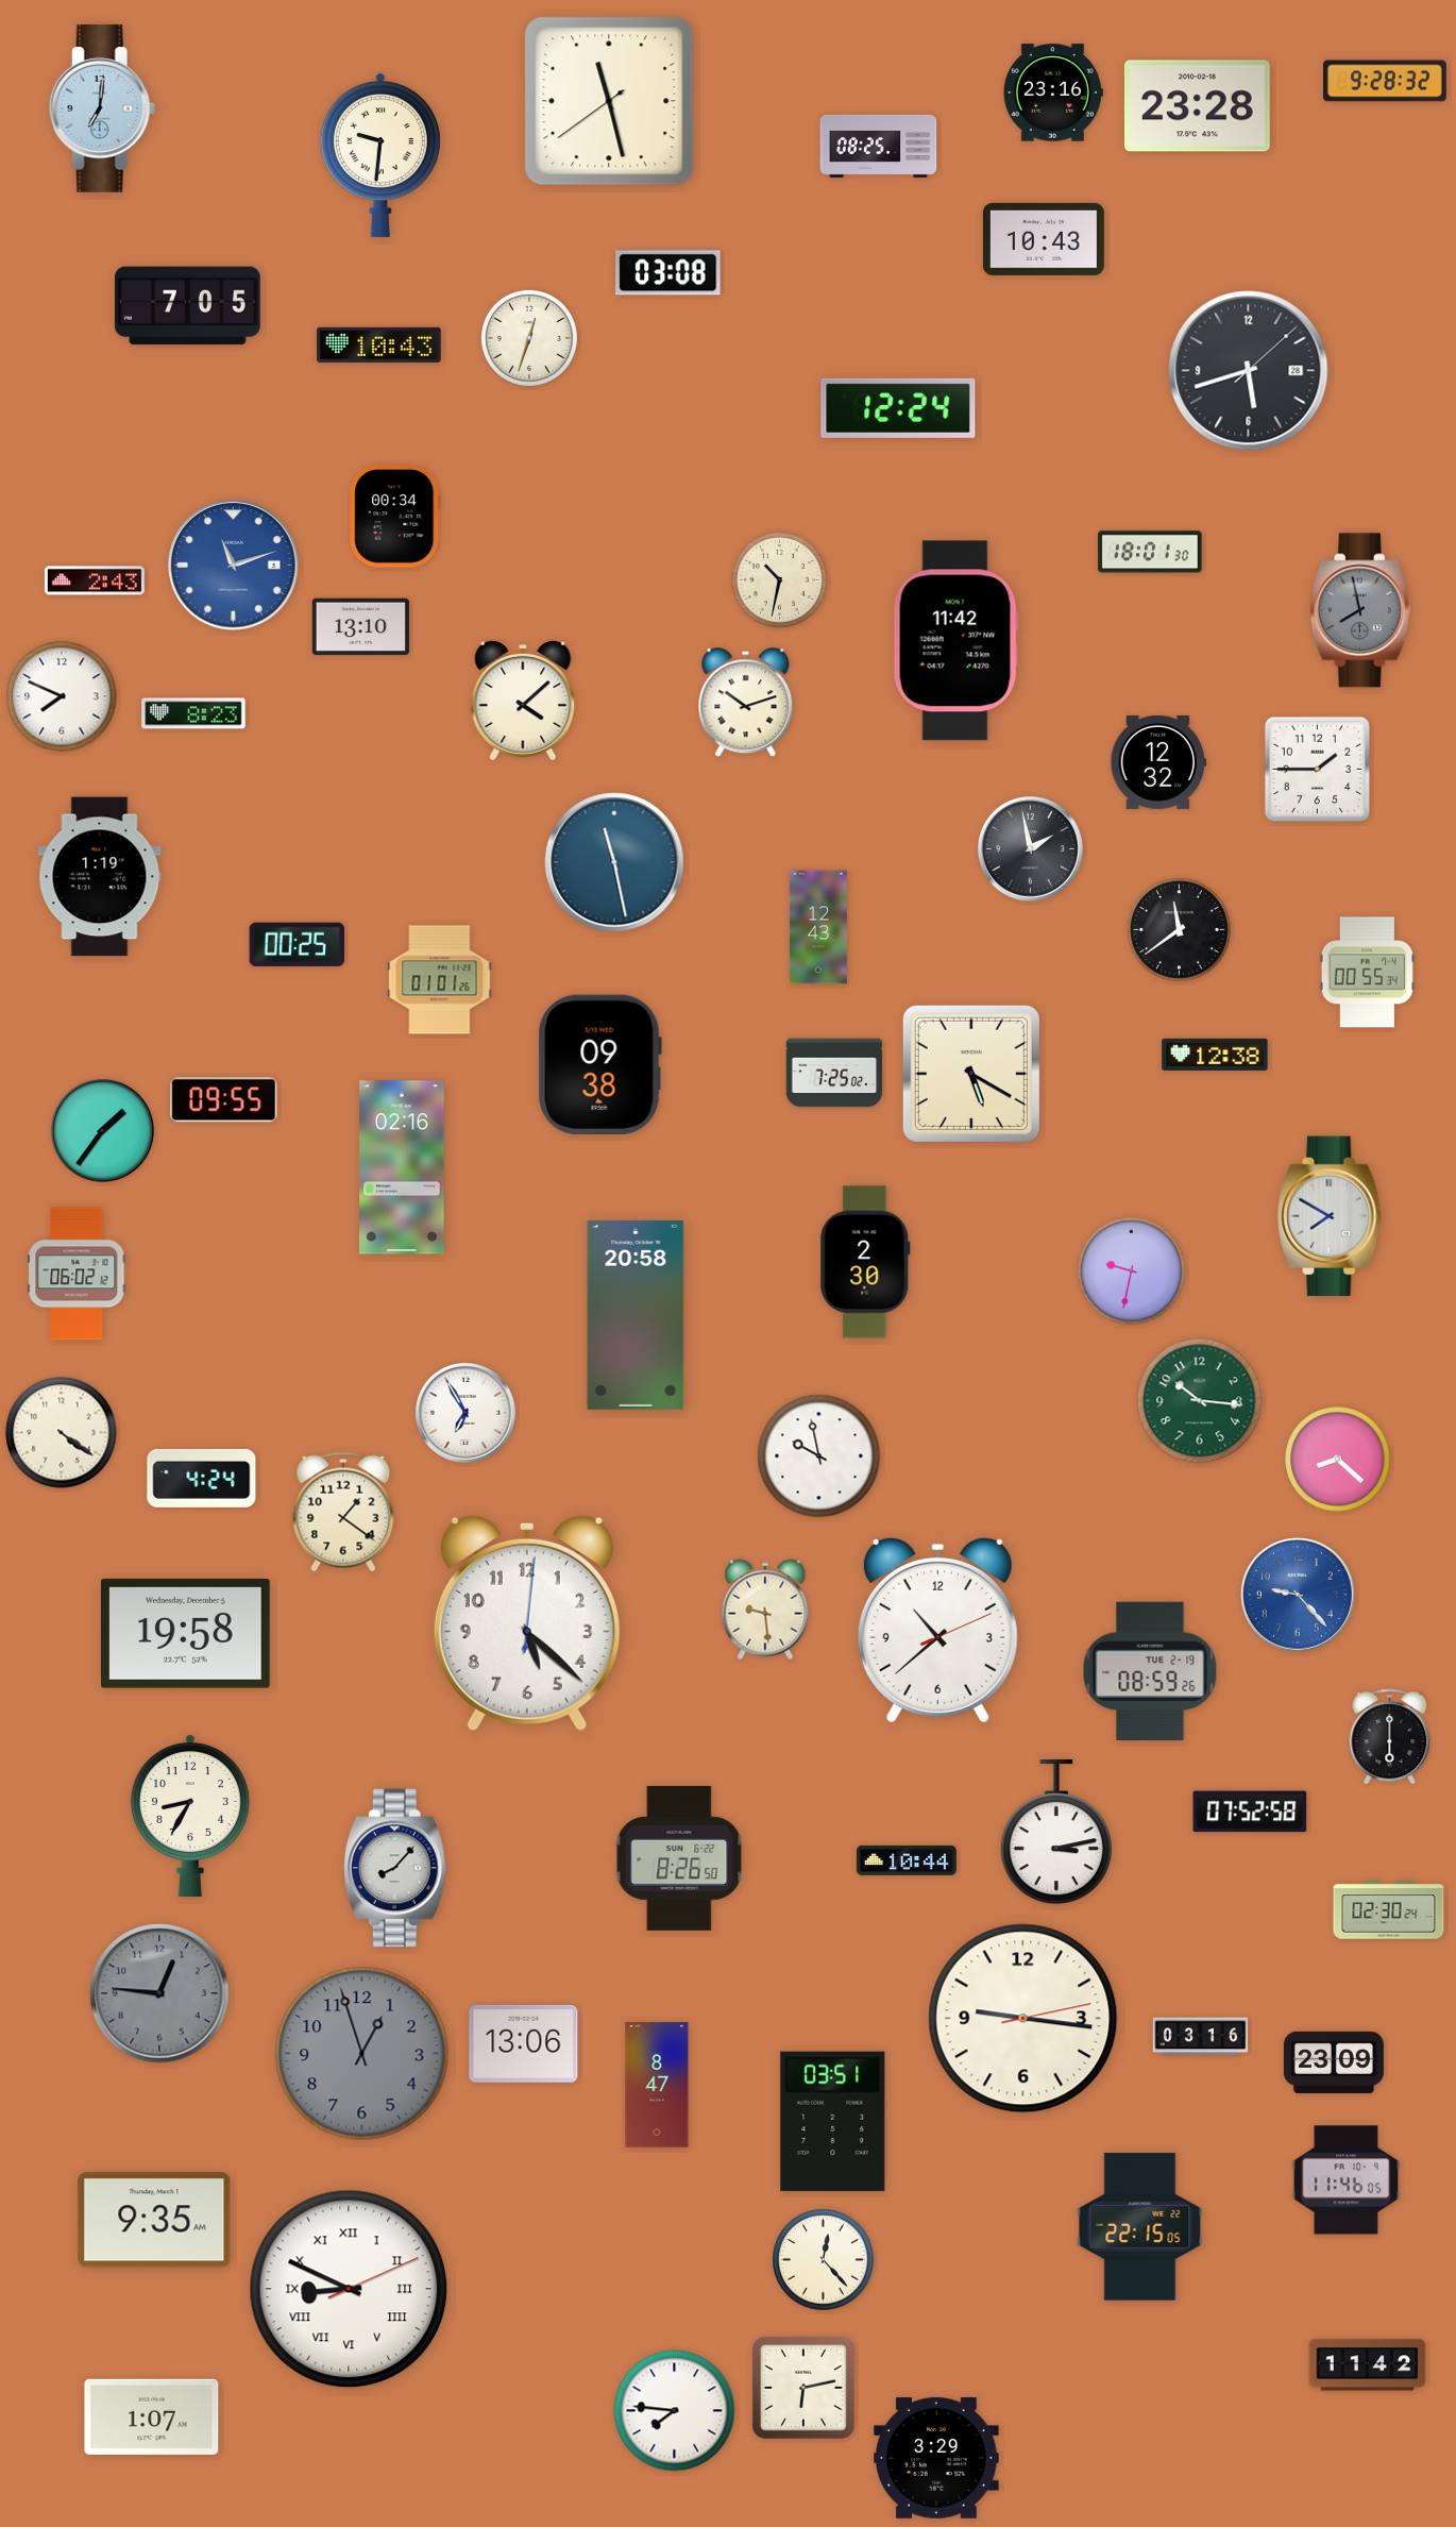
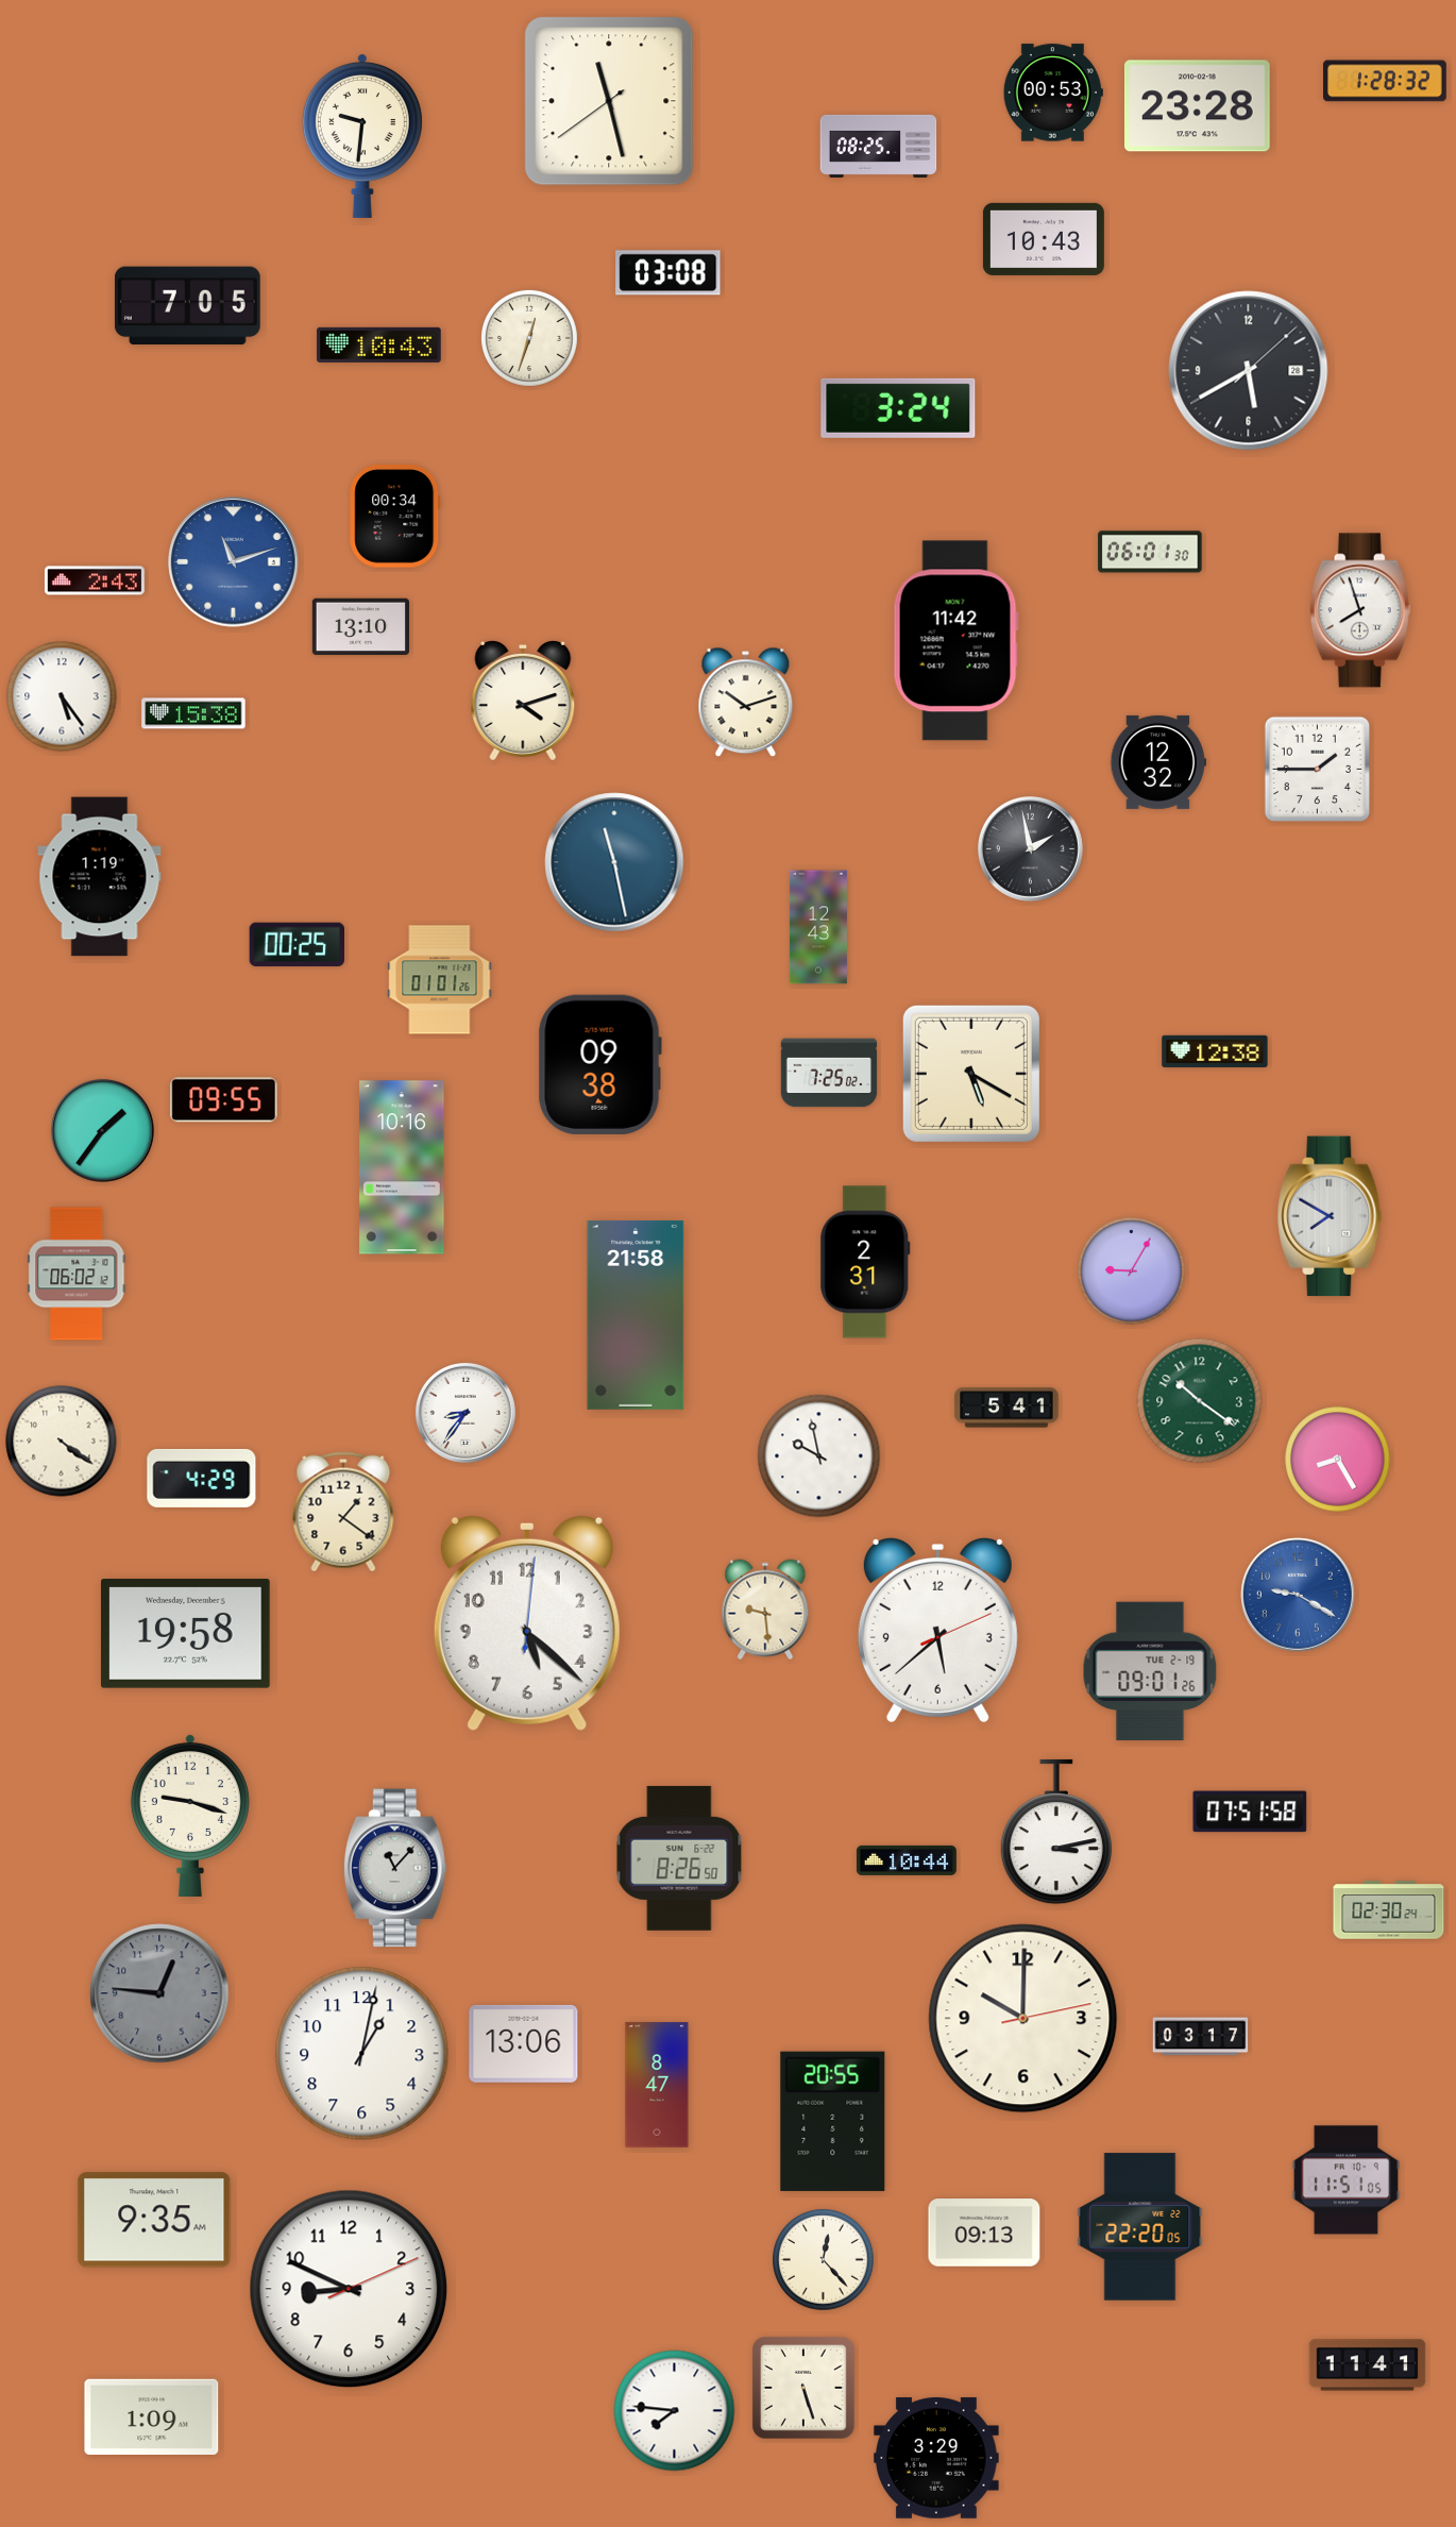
clock at (1386, 81): 9:28 -> 1:28
clock at (1053, 92): 23:16 -> 00:53
clock at (102, 108): 7:01 -> none
clock at (380, 154) position: (380, 154) -> (362, 135)
clock at (1249, 371): 5:42 -> 5:40
clock at (898, 408): 12:24 -> 3:24
clock at (1150, 552): 18:01 -> 06:01
clock at (234, 566) position: (234, 566) -> (234, 562)
clock at (779, 579): 10:32 -> none
clock at (1360, 610): 7:58 -> 7:57
clock at (1360, 610) dial: grey -> white
clock at (62, 696): 7:49 -> 5:24
clock at (523, 701): 4:08 -> 4:12
clock at (193, 713): 8:23 -> 15:38
clock at (1180, 930): 11:39 -> none
clock at (1367, 973): 00:55 -> none
clock at (1215, 1055) position: (1215, 1055) -> (1215, 1051)
clock at (834, 1073) position: (834, 1073) -> (829, 1073)
clock at (402, 1167): 02:16 -> 10:16
clock at (865, 1262): 2:30 -> 2:31
clock at (1132, 1271): 9:32 -> 9:05
clock at (636, 1315): 20:58 -> 21:58
clock at (1200, 1401): 10:16 -> 10:21
clock at (1006, 1408): none -> 5:41
clock at (465, 1413): 6:55 -> 8:36
clock at (62, 1433) position: (62, 1433) -> (62, 1442)
clock at (1338, 1460): 8:22 -> 8:25
clock at (202, 1478): 4:24 -> 4:29
clock at (1298, 1595): 9:23 -> 9:20
clock at (937, 1630): 10:38 -> 5:38
clock at (1150, 1671): 08:59 -> 09:01
clock at (1390, 1737): 6:00 -> none
clock at (1250, 1812): 07:52 -> 07:51
clock at (190, 1815): 8:35 -> 9:18
clock at (395, 1868): 8:07 -> 11:07
clock at (1023, 2019): 9:16 -> 10:00
clock at (1201, 2037): 03:16 -> 03:17
clock at (362, 2054): 12:57 -> 1:02
clock at (362, 2054) dial: grey -> white
clock at (1334, 2062): 23:09 -> none
clock at (833, 2121): 03:51 -> 20:55
clock at (1345, 2180): 11:46 -> 11:51
clock at (1140, 2227): 22:15 -> 22:20
clock at (984, 2233): none -> 09:13
clock at (349, 2289) numerals: Roman -> Arabic
clock at (1368, 2365): 11:42 -> 11:41
clock at (805, 2389): 6:13 -> 5:27
clock at (152, 2416): 1:07 -> 1:09
